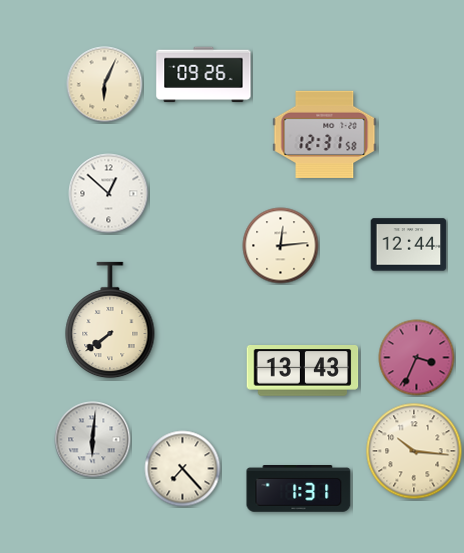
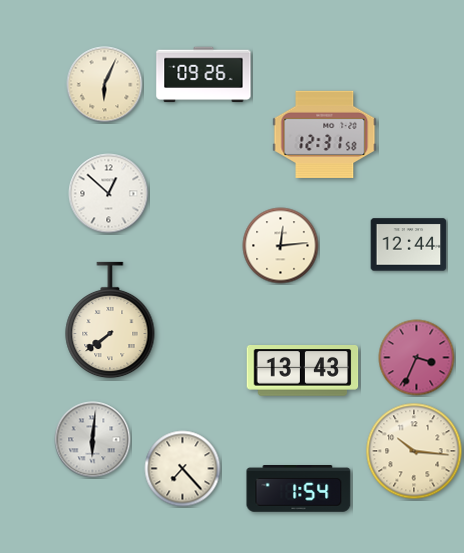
clock at (299, 489): 1:31 -> 1:54
